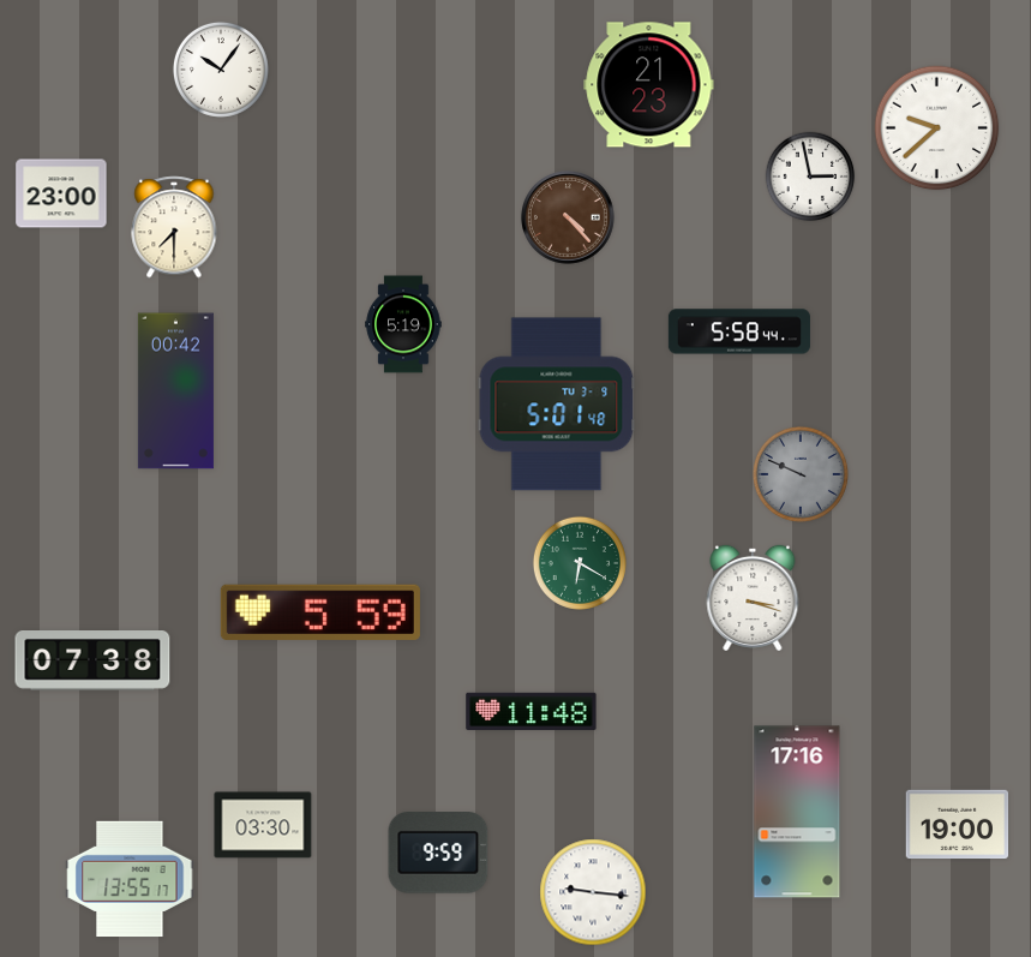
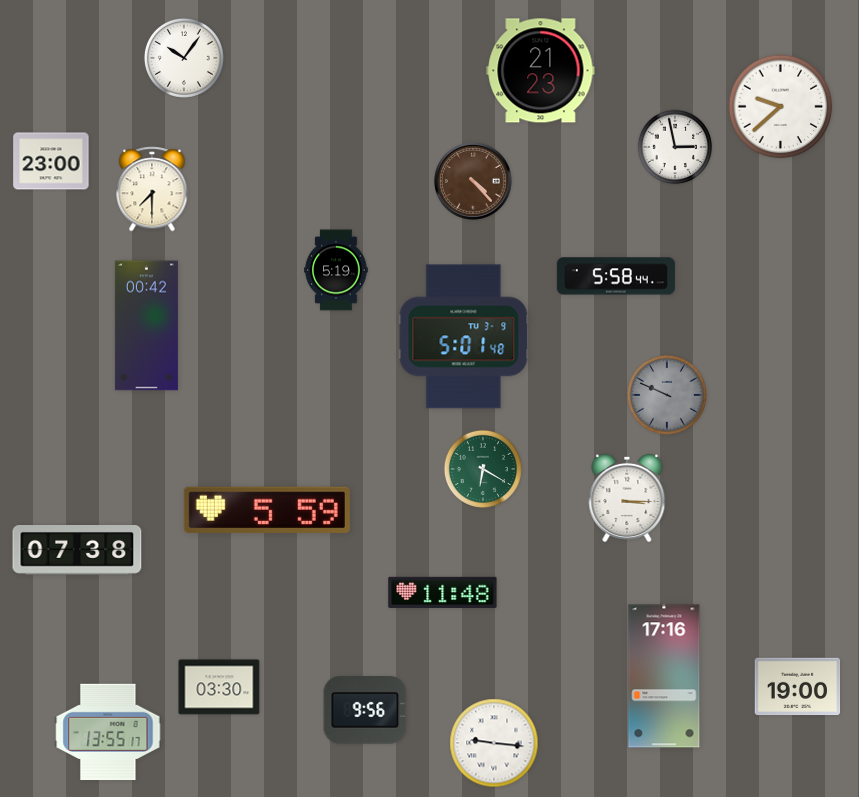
clock at (174, 227) position: (174, 227) -> (152, 189)
clock at (753, 598): 3:18 -> 3:15
clock at (438, 853): 9:59 -> 9:56
